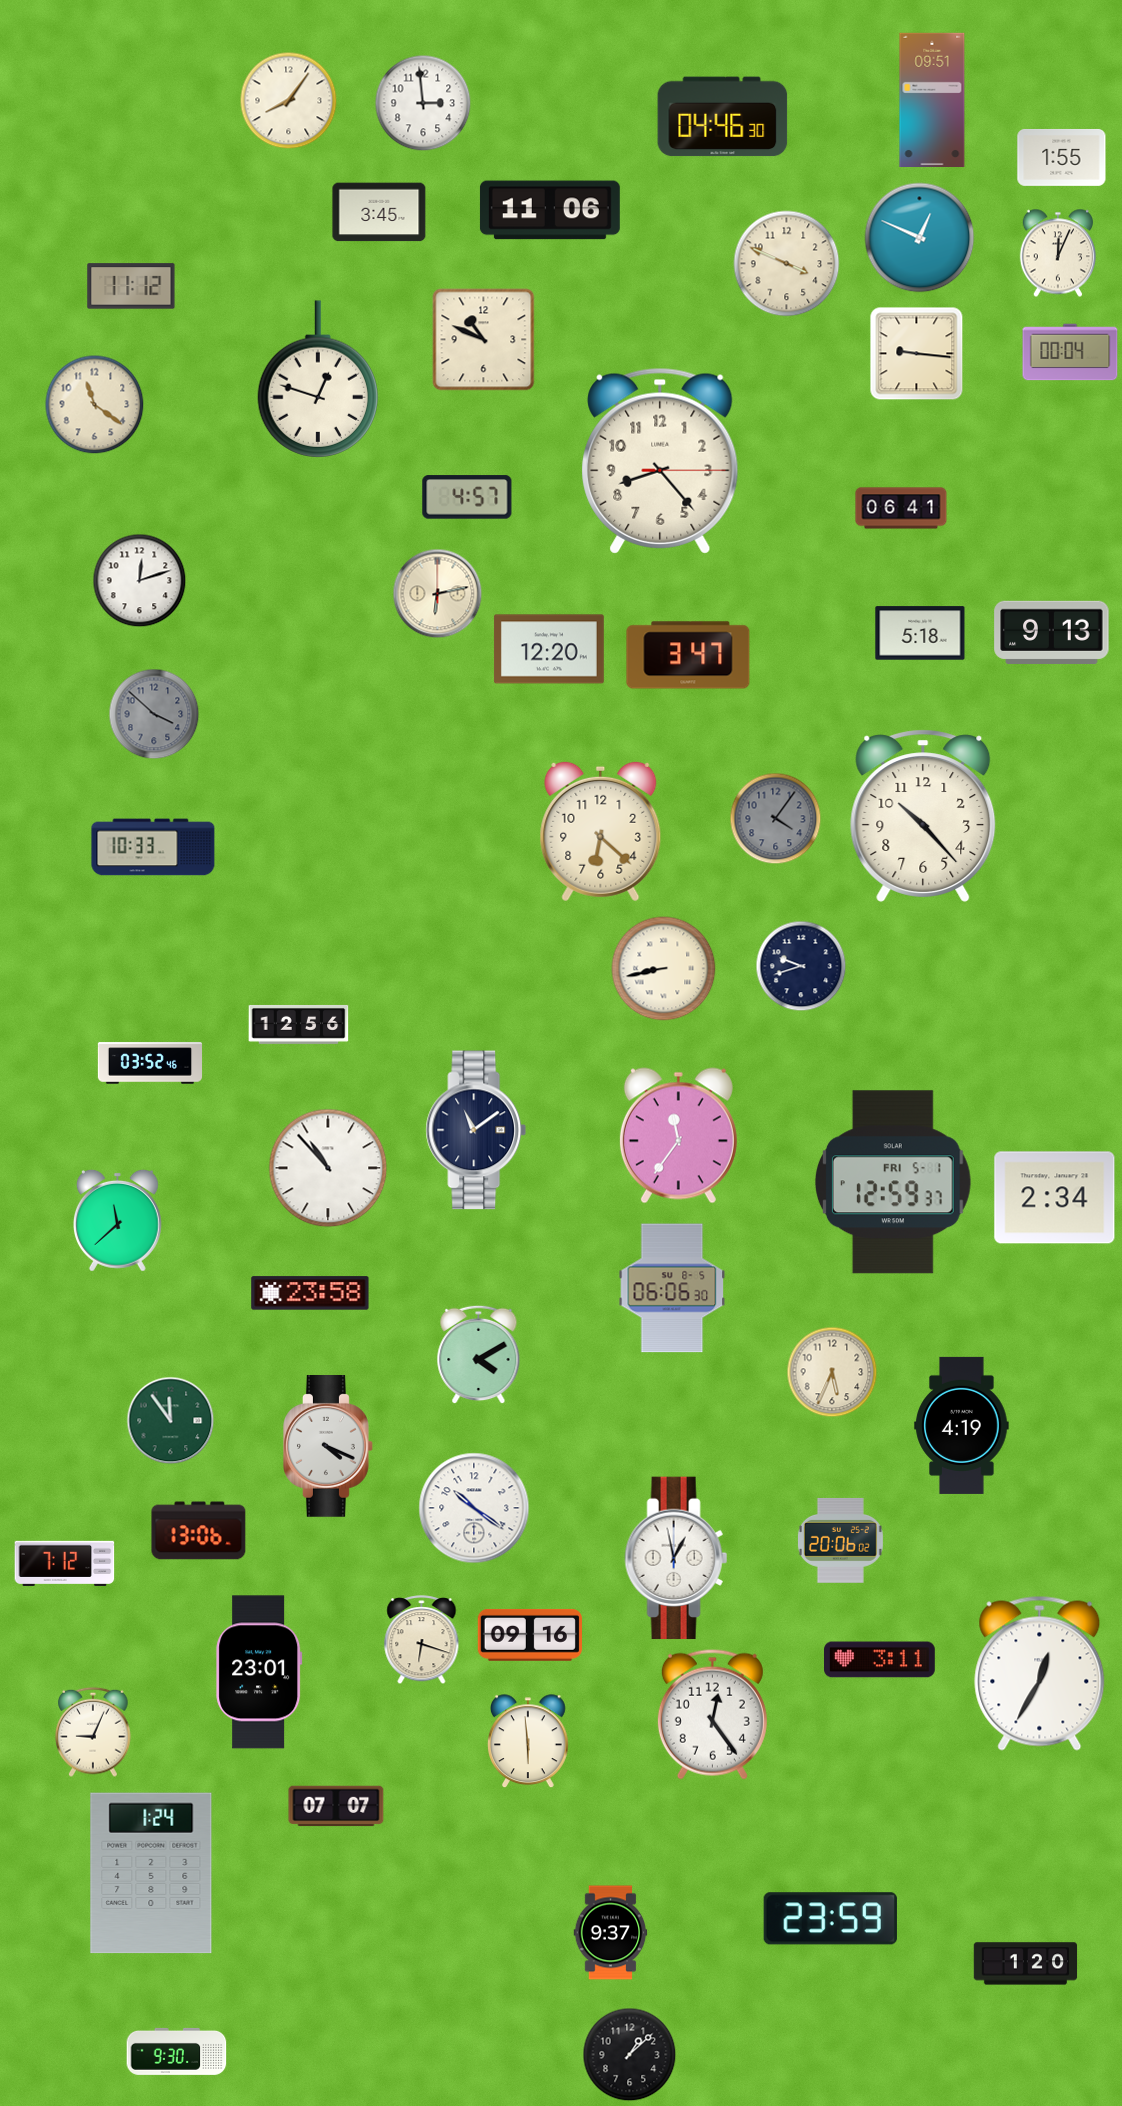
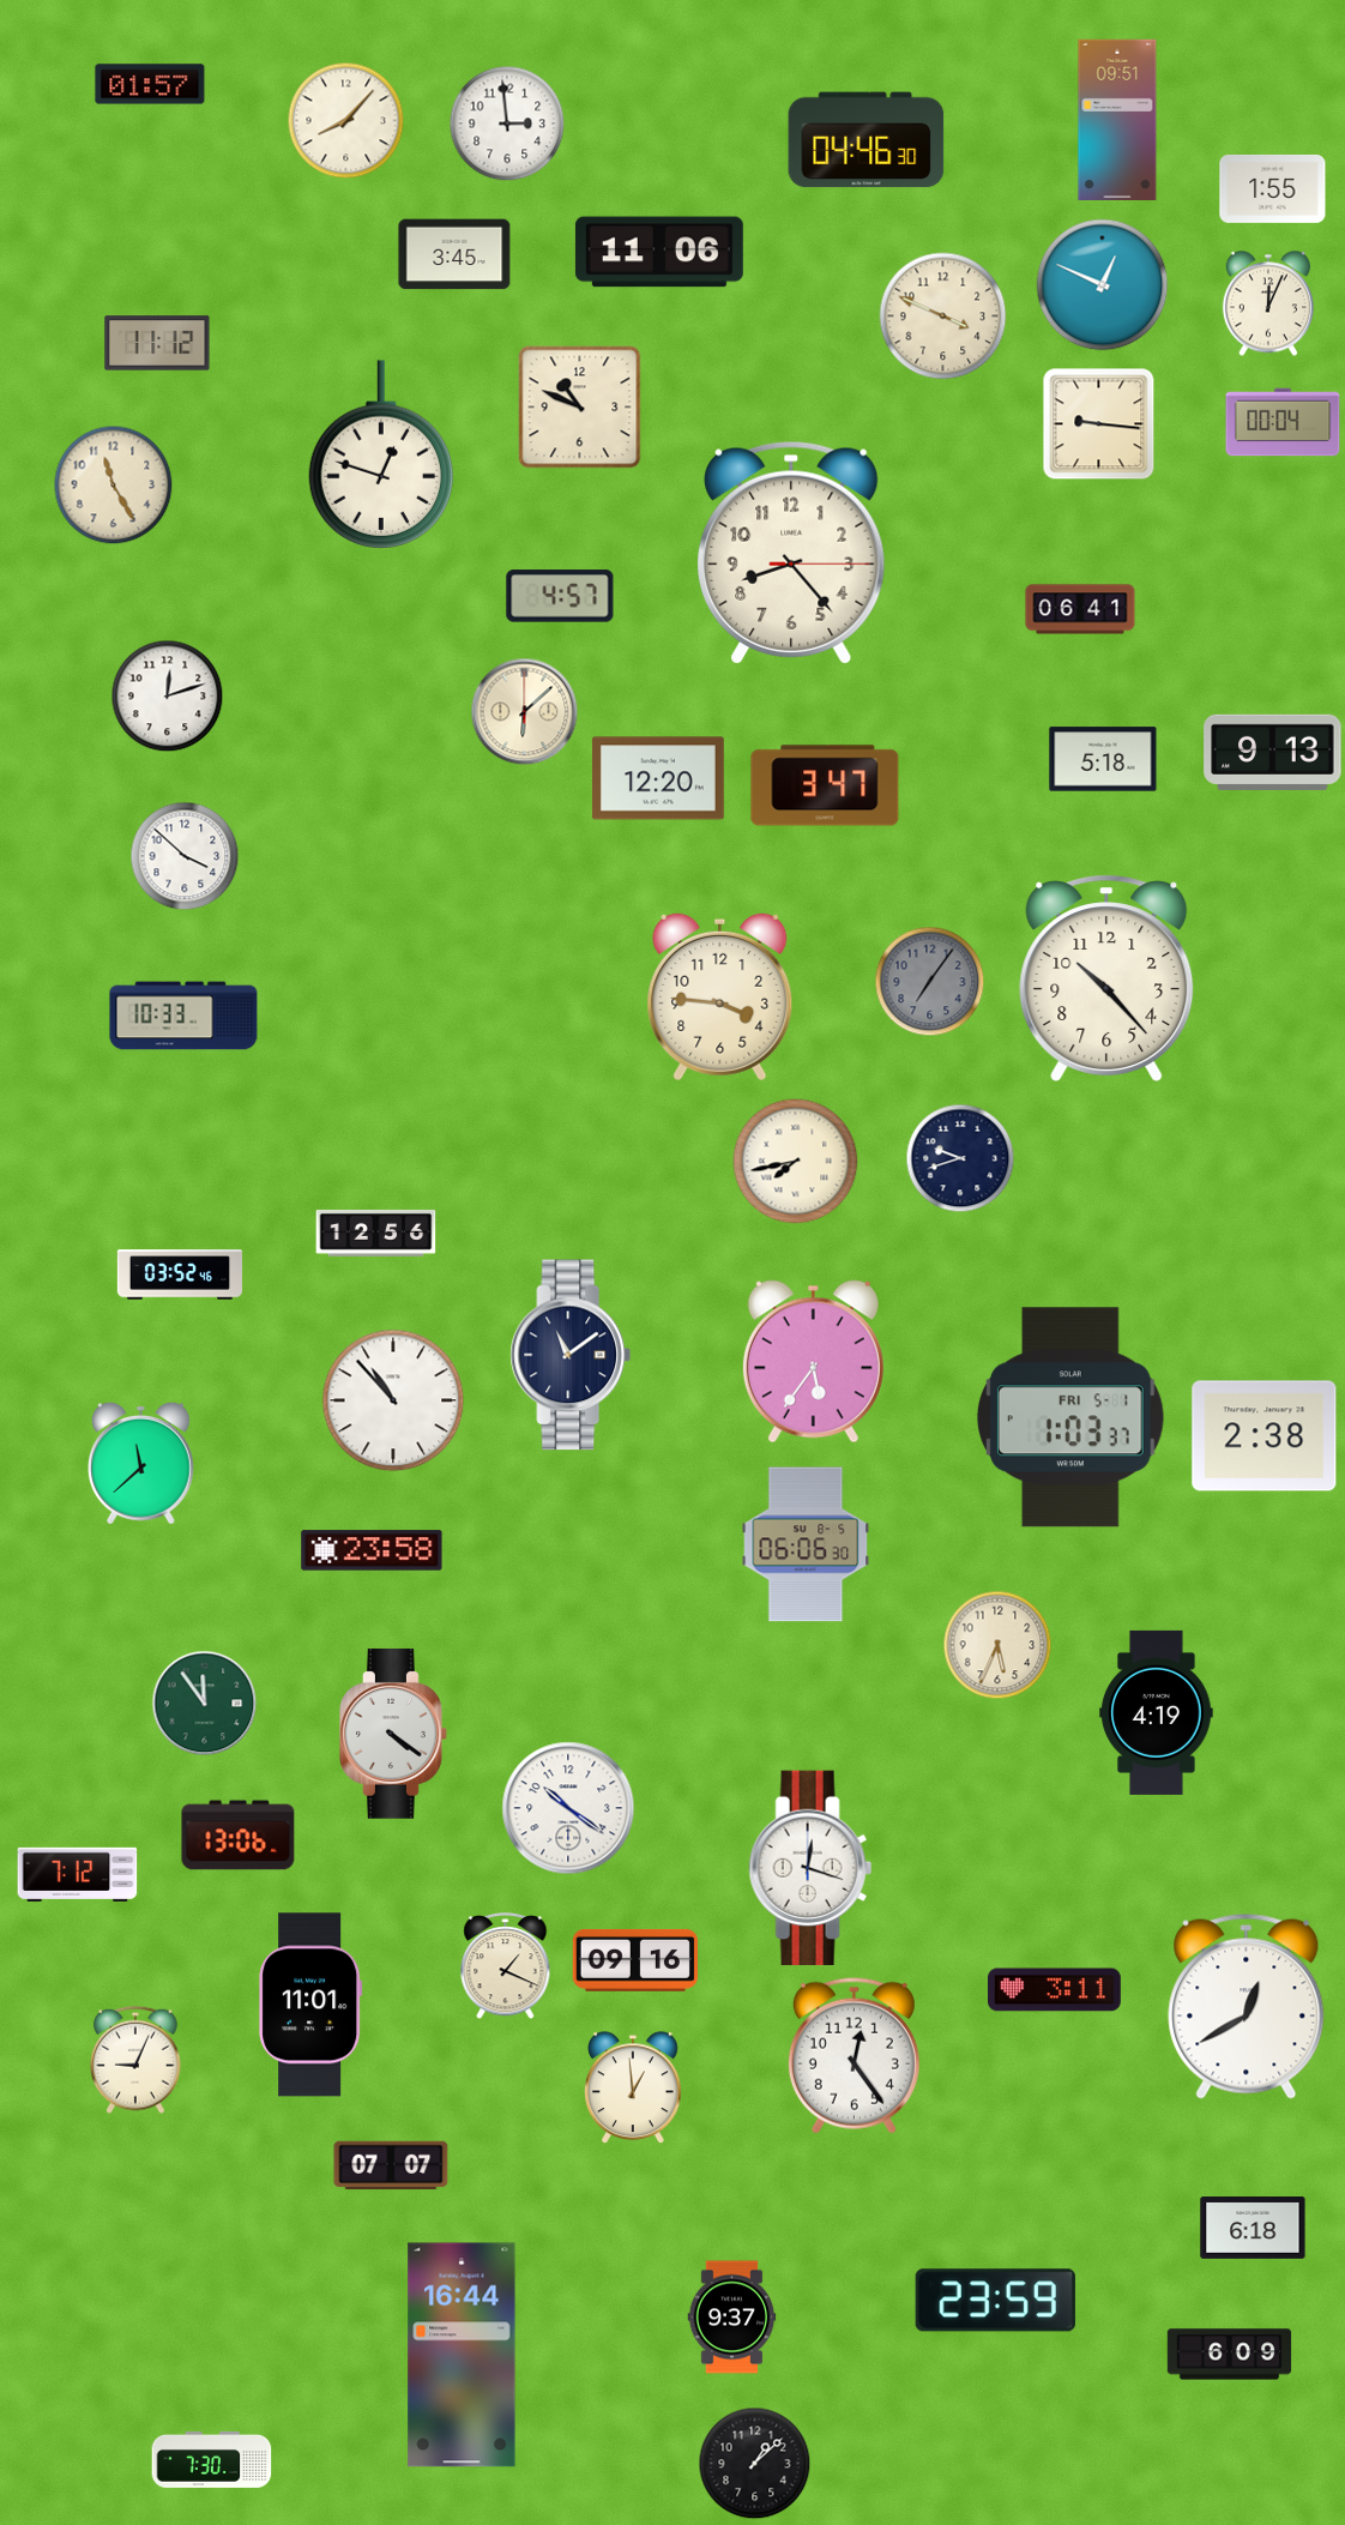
clock at (150, 84): none -> 01:57
clock at (289, 101): 8:06 -> 8:07
clock at (95, 405): 11:21 -> 11:25
clock at (438, 594): 6:13 -> 6:08
clock at (1052, 632) position: (1052, 632) -> (1273, 752)
clock at (154, 714) dial: grey -> white
clock at (776, 819): 4:06 -> 7:06
clock at (601, 832): 6:22 -> 3:46
clock at (664, 969): 8:43 -> 7:43
clock at (299, 1024) position: (299, 1024) -> (376, 1233)
clock at (678, 1136): 11:36 -> 5:36
clock at (893, 1182): 12:59 -> 1:03
clock at (1055, 1198): 2:34 -> 2:38
clock at (479, 1355): 4:10 -> none
clock at (962, 1425) position: (962, 1425) -> (1157, 1712)
clock at (329, 1447): 4:19 -> 4:21
clock at (840, 1540): 20:06 -> none
clock at (676, 1558): 12:58 -> 12:18
clock at (422, 1640): 6:18 -> 1:19
clock at (259, 1672): 23:01 -> 11:01
clock at (1040, 1673): 12:35 -> 12:40
clock at (93, 1732) position: (93, 1732) -> (135, 2060)
clock at (529, 1742): 5:59 -> 12:59
clock at (336, 1806) position: (336, 1806) -> (391, 2165)
clock at (1253, 2229): none -> 6:18
clock at (151, 1873): 1:24 -> none
clock at (462, 2355): none -> 16:44
clock at (1026, 1964): 1:20 -> 6:09
clock at (177, 2051): 9:30 -> 7:30
